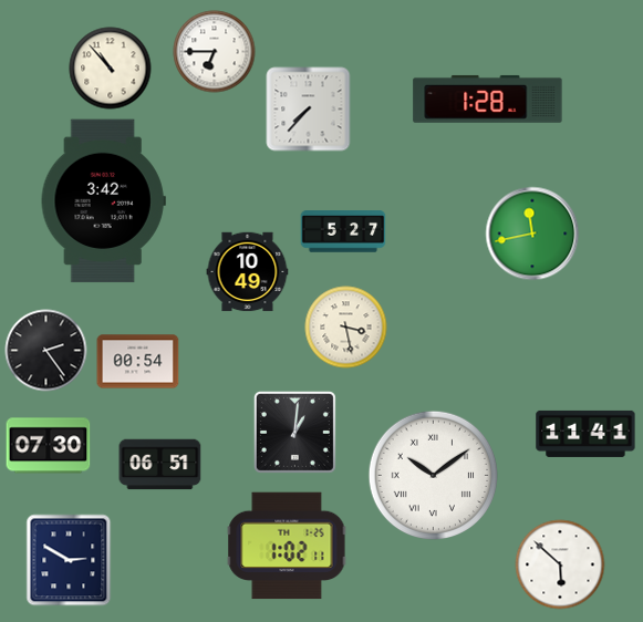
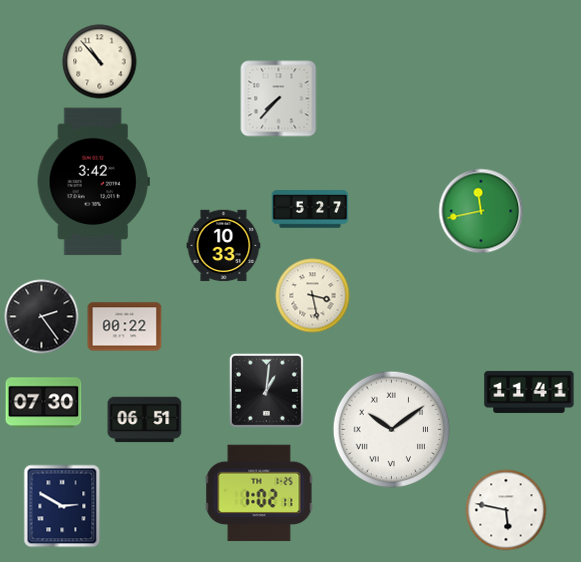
clock at (215, 52): 6:45 -> none
clock at (488, 99): 1:28 -> none
clock at (248, 272): 10:49 -> 10:33
clock at (138, 362): 00:54 -> 00:22
clock at (560, 564): 5:52 -> 5:47
